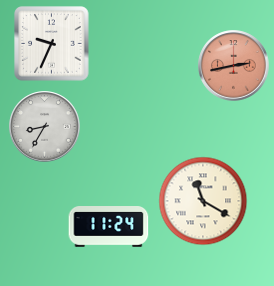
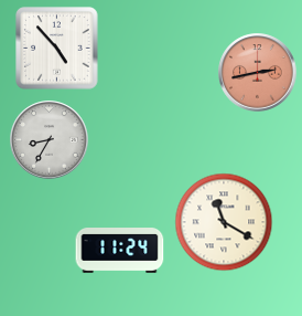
clock at (52, 44): 9:34 -> 4:53
